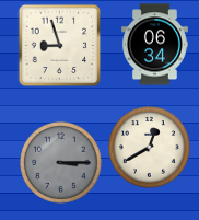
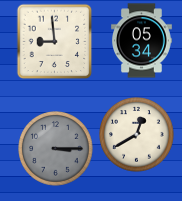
clock at (155, 45): 06:34 -> 05:34
clock at (60, 46): 8:57 -> 8:59
